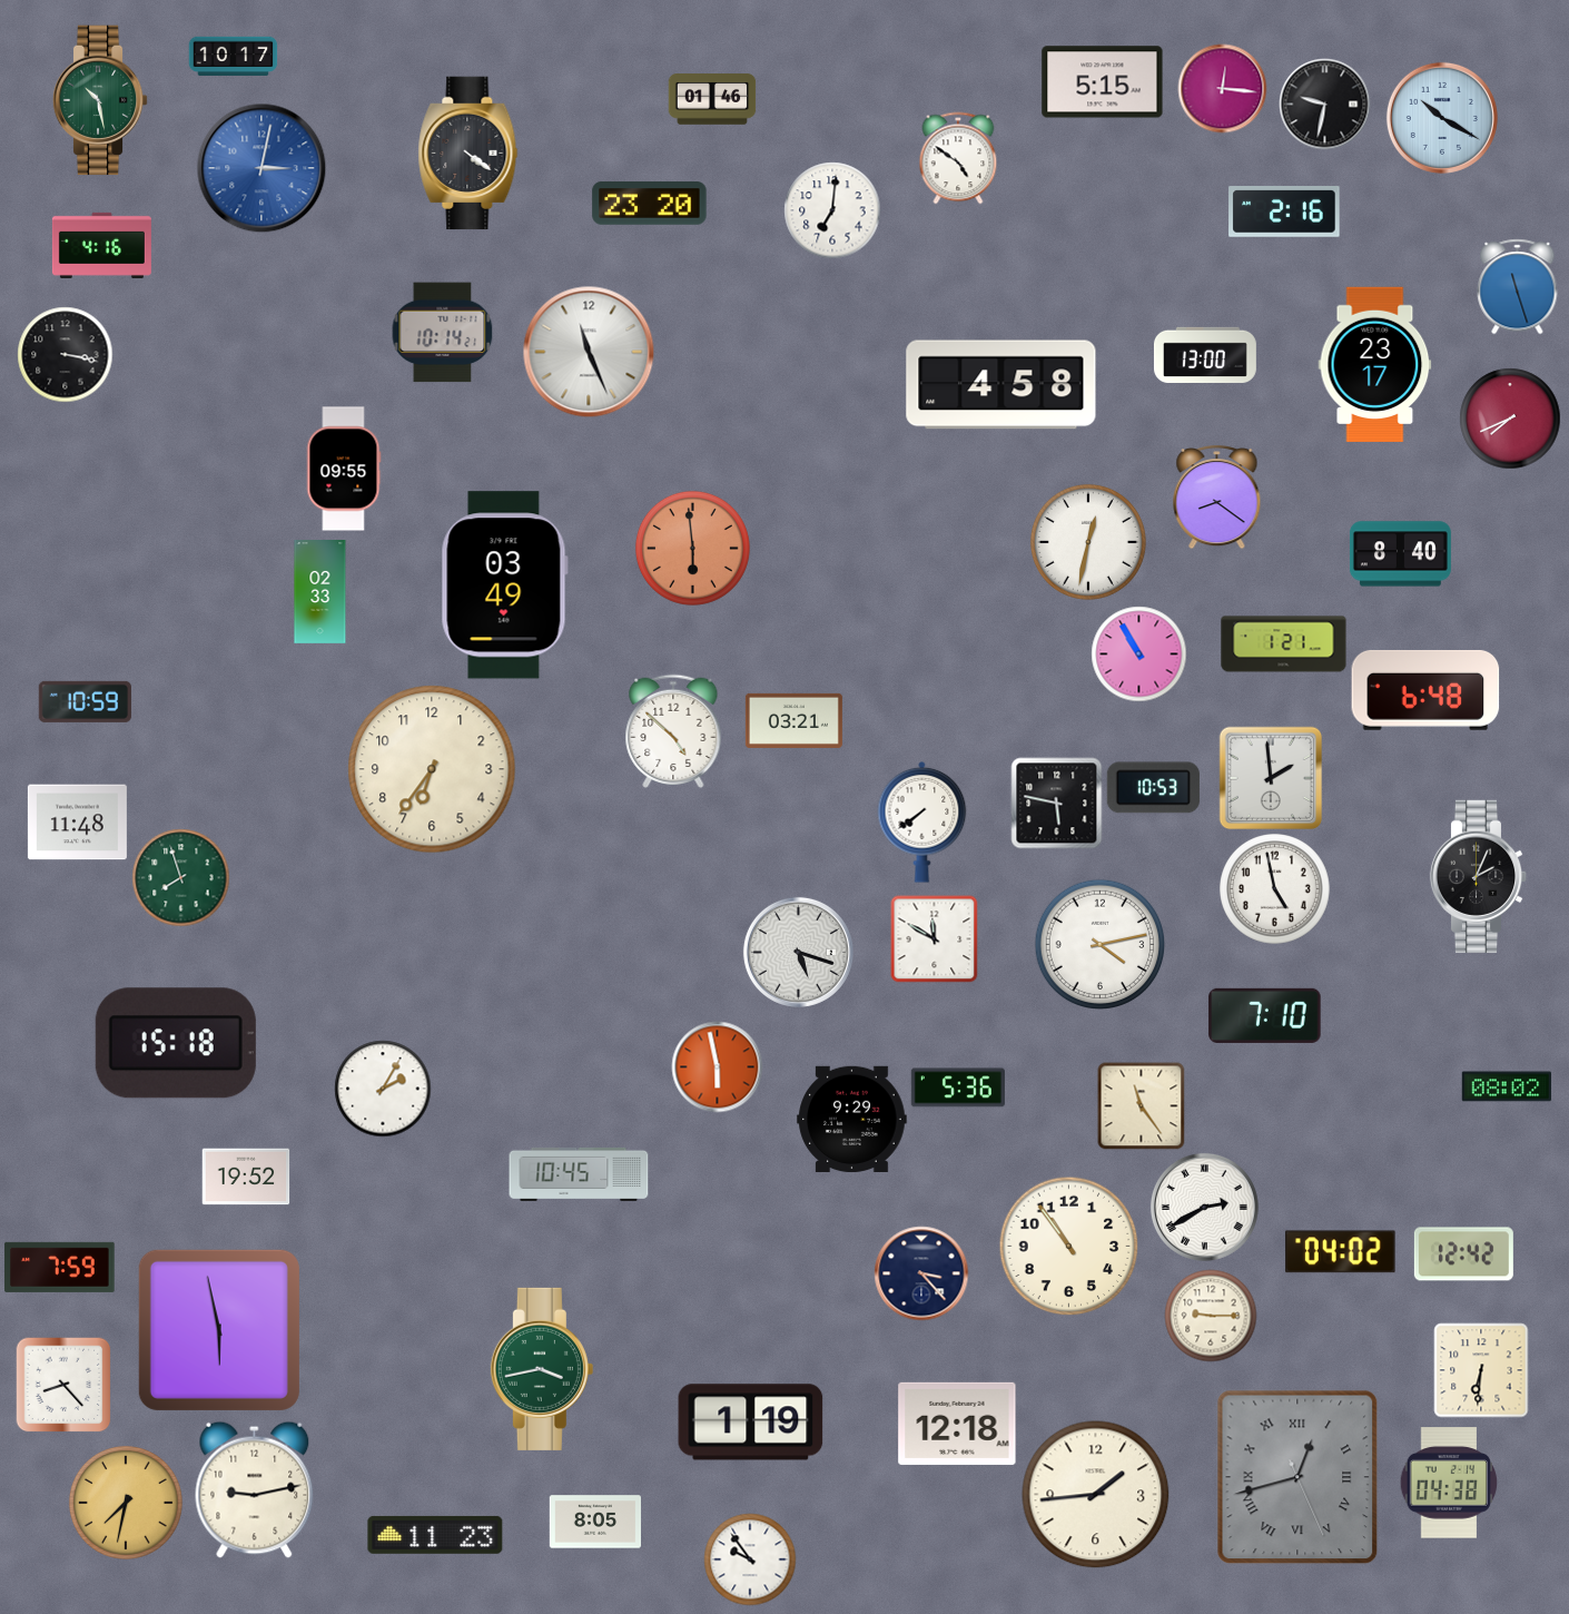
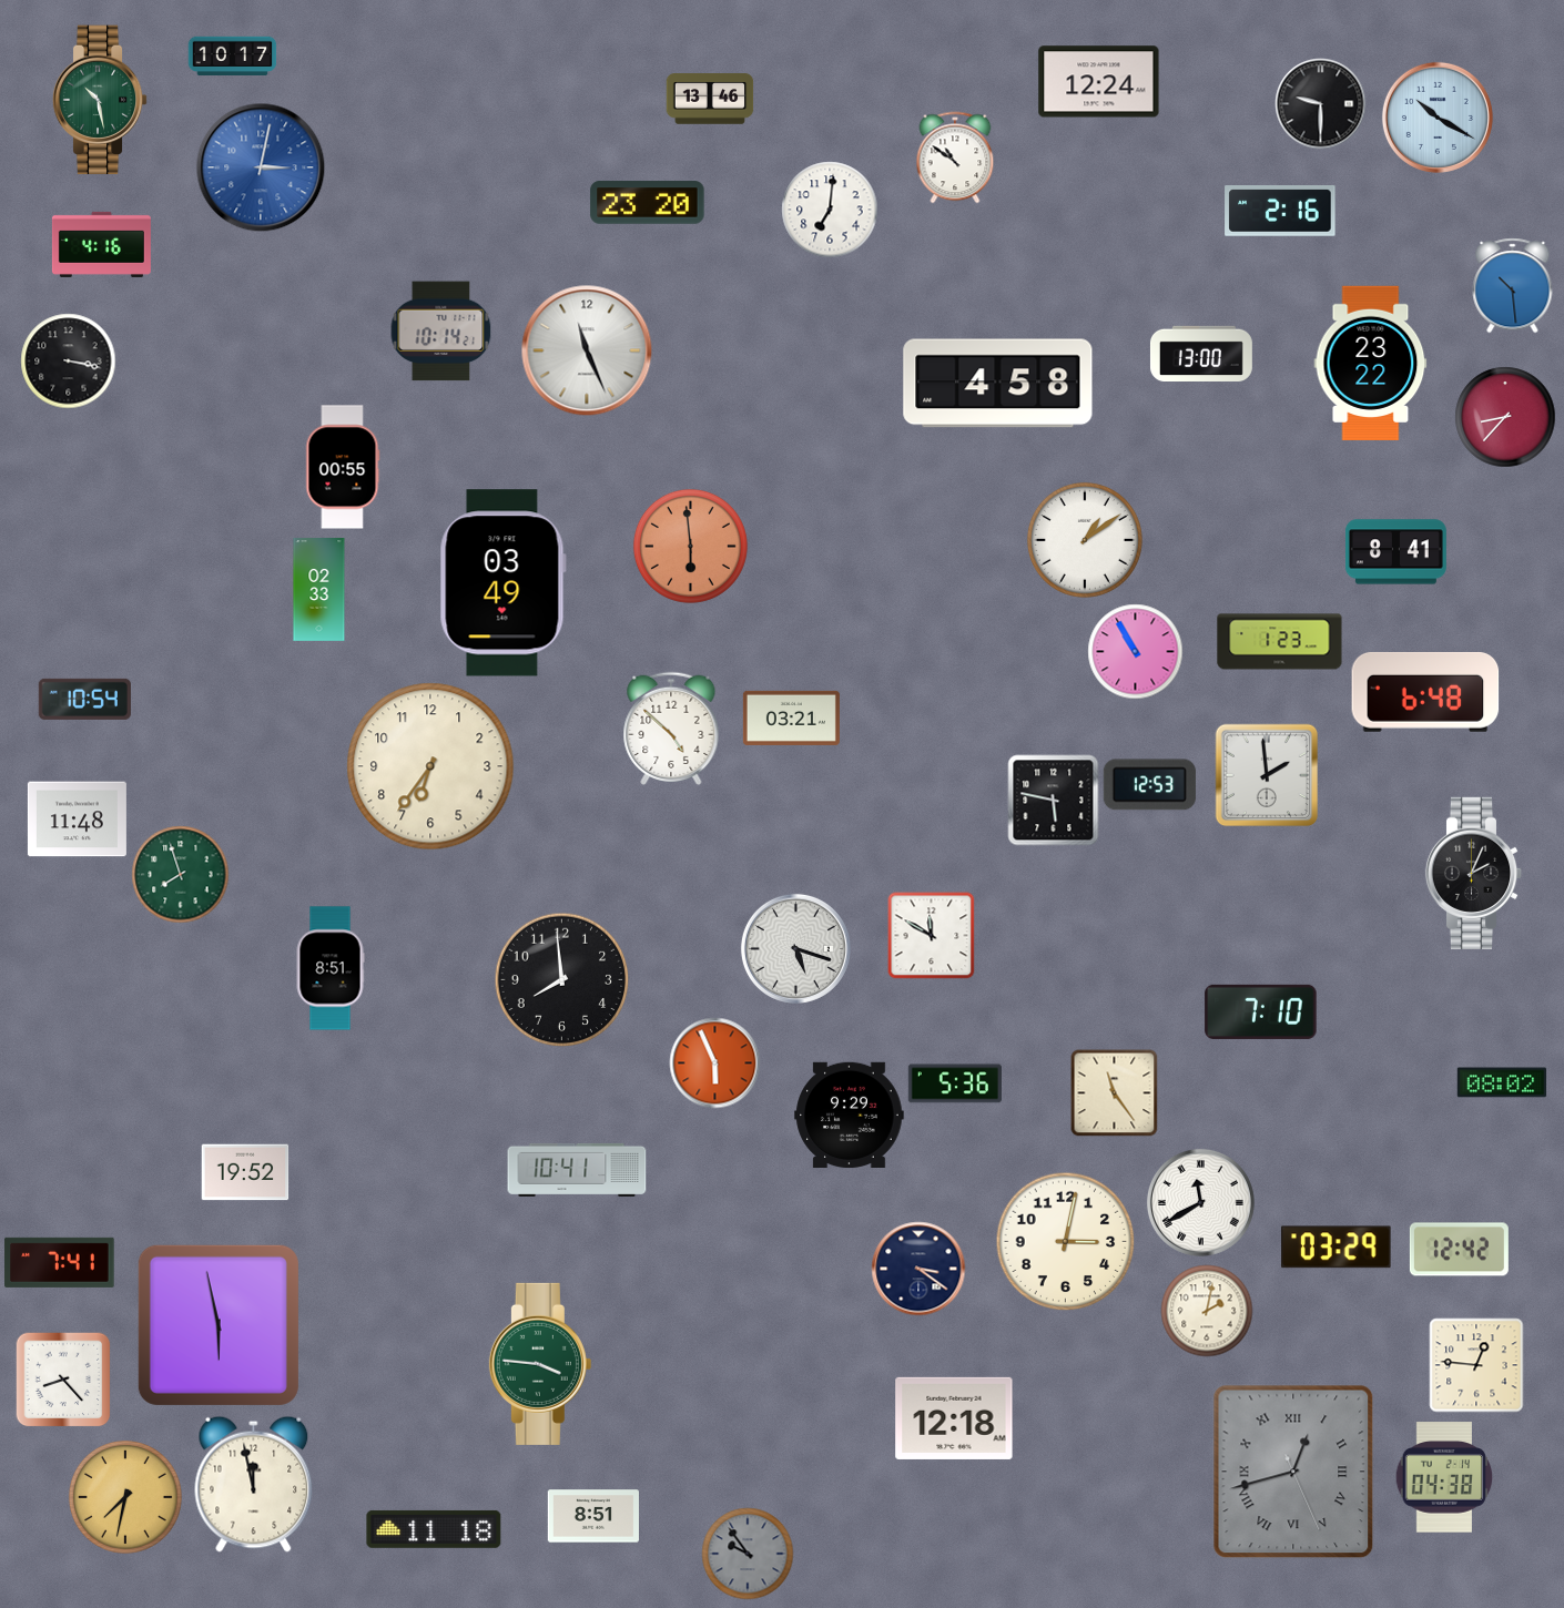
clock at (1103, 82): 5:15 -> 12:24
clock at (1222, 88): 12:16 -> none
clock at (712, 99): 01:46 -> 13:46
clock at (1324, 104): 9:32 -> 9:30
clock at (468, 154): 4:21 -> none
clock at (958, 158): 4:51 -> 10:51
clock at (1518, 286): 11:27 -> 10:29
clock at (65, 354) position: (65, 354) -> (68, 360)
clock at (1375, 364): 23:17 -> 23:22
clock at (1510, 419): 7:41 -> 8:37
clock at (344, 469): 09:55 -> 00:55
clock at (1217, 496): 8:21 -> none
clock at (1088, 542): 12:32 -> 1:09
clock at (1400, 554): 8:40 -> 8:41
clock at (1284, 644): 1:21 -> 1:23
clock at (1425, 690) position: (1425, 690) -> (1425, 692)
clock at (85, 701): 10:59 -> 10:54
clock at (1153, 788): 10:53 -> 12:53
clock at (922, 821): 7:39 -> none
clock at (1275, 889): 4:58 -> none
clock at (1099, 944): 4:13 -> none
clock at (331, 968): none -> 8:51
clock at (561, 979): none -> 7:59
clock at (176, 1043): 15:18 -> none
clock at (717, 1066): 5:58 -> 5:56
clock at (383, 1089): 2:05 -> none
clock at (1141, 1105) position: (1141, 1105) -> (1114, 1092)
clock at (579, 1174): 10:45 -> 10:41
clock at (1204, 1207): 2:40 -> 11:40
clock at (1068, 1246): 10:54 -> 3:02
clock at (1341, 1252): 04:02 -> 03:29
clock at (60, 1267): 7:59 -> 7:41
clock at (921, 1273): 3:23 -> 3:21
clock at (1211, 1316): 9:15 -> 2:02
clock at (542, 1369): 3:43 -> 3:46
clock at (1481, 1370): 6:31 -> 12:46
clock at (751, 1423): 1:19 -> none
clock at (255, 1489): 9:13 -> 11:58
clock at (1096, 1495): 1:44 -> none
clock at (594, 1522): 8:05 -> 8:51
clock at (435, 1535): 11:23 -> 11:18
clock at (750, 1559) dial: white -> grey
